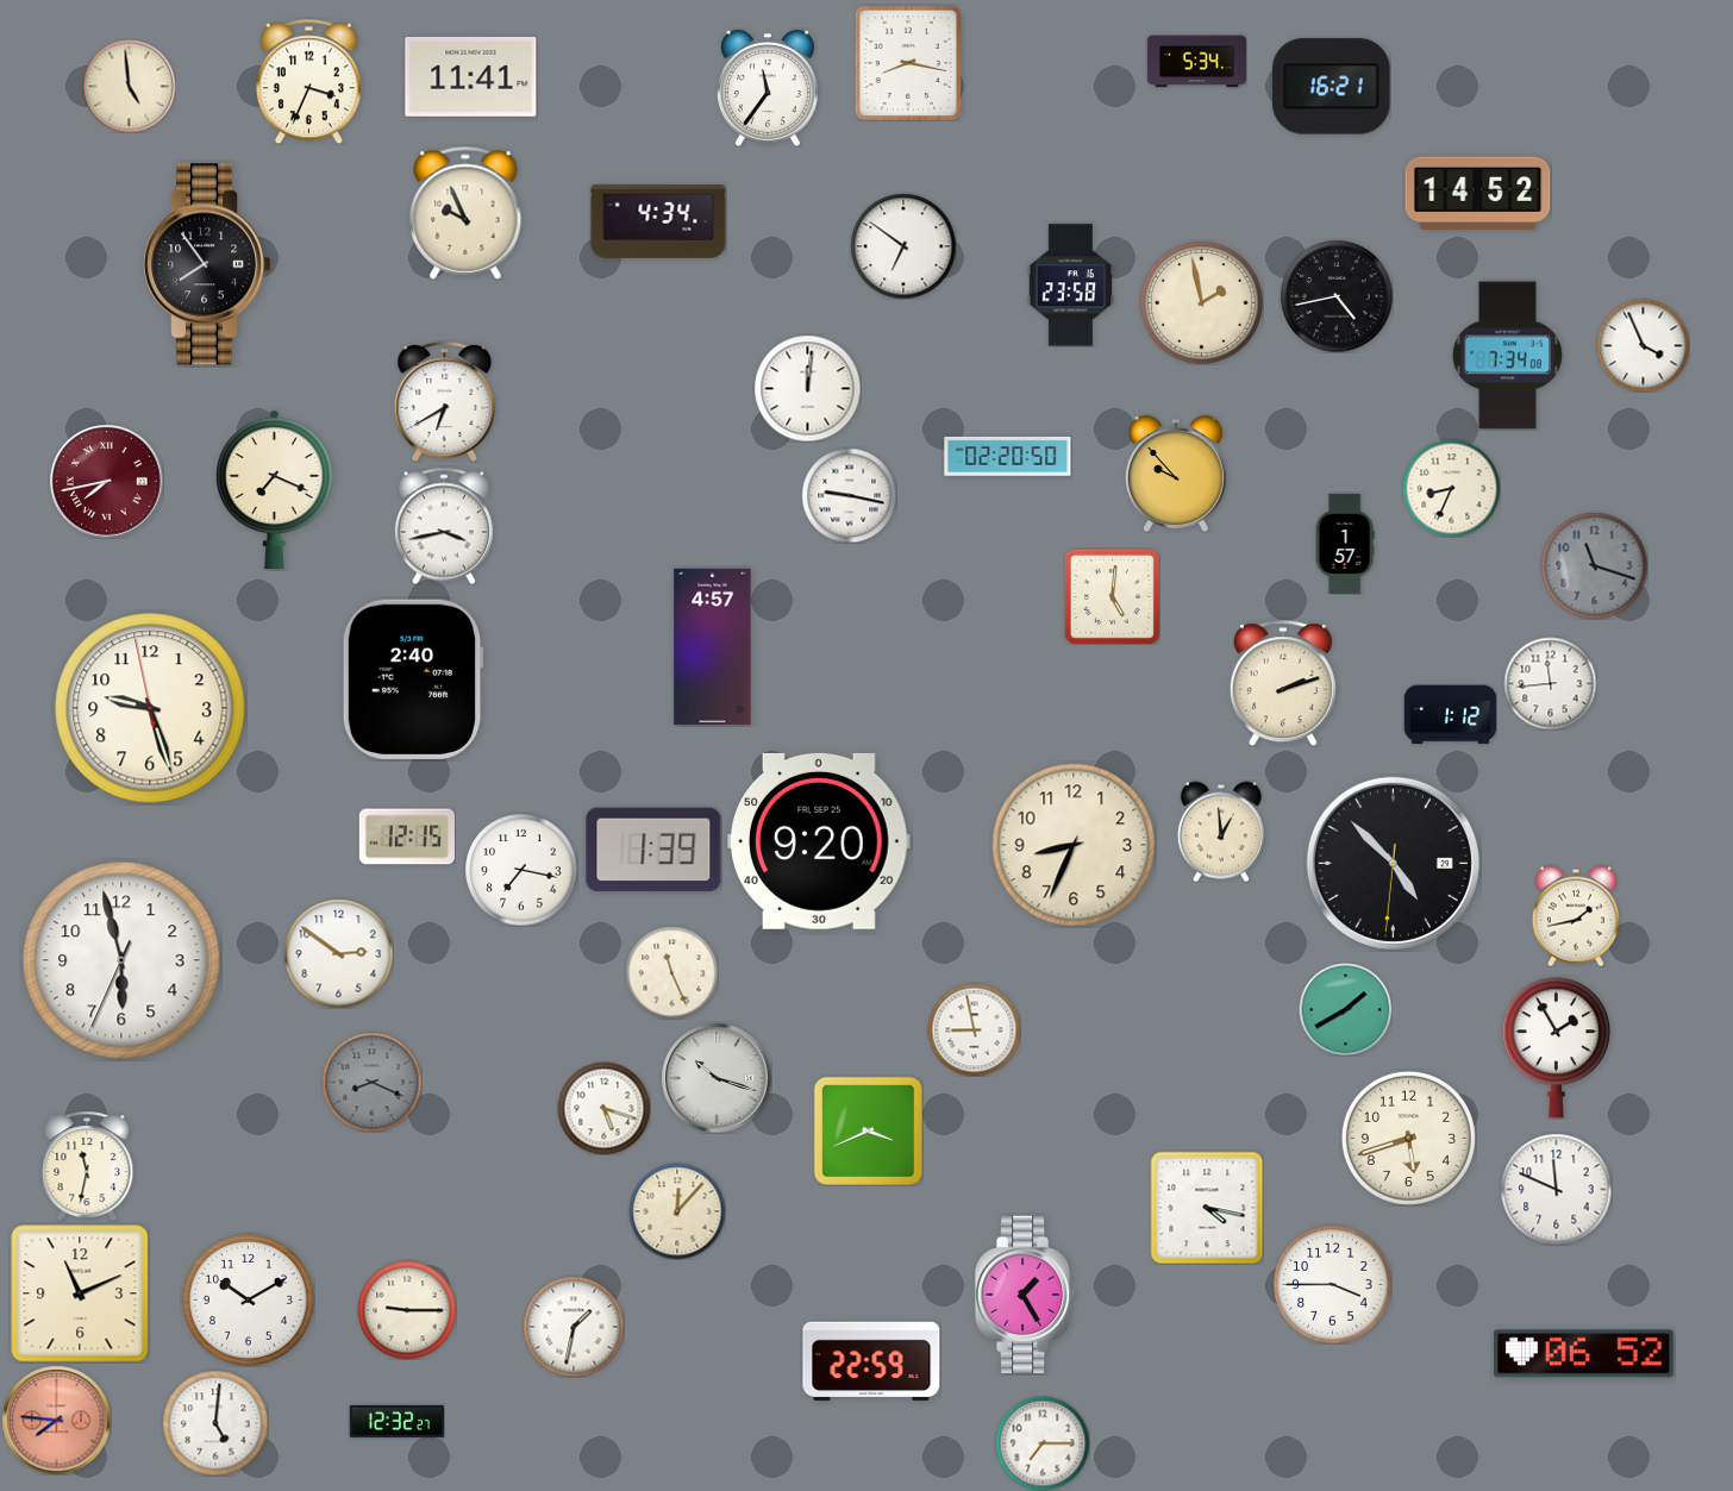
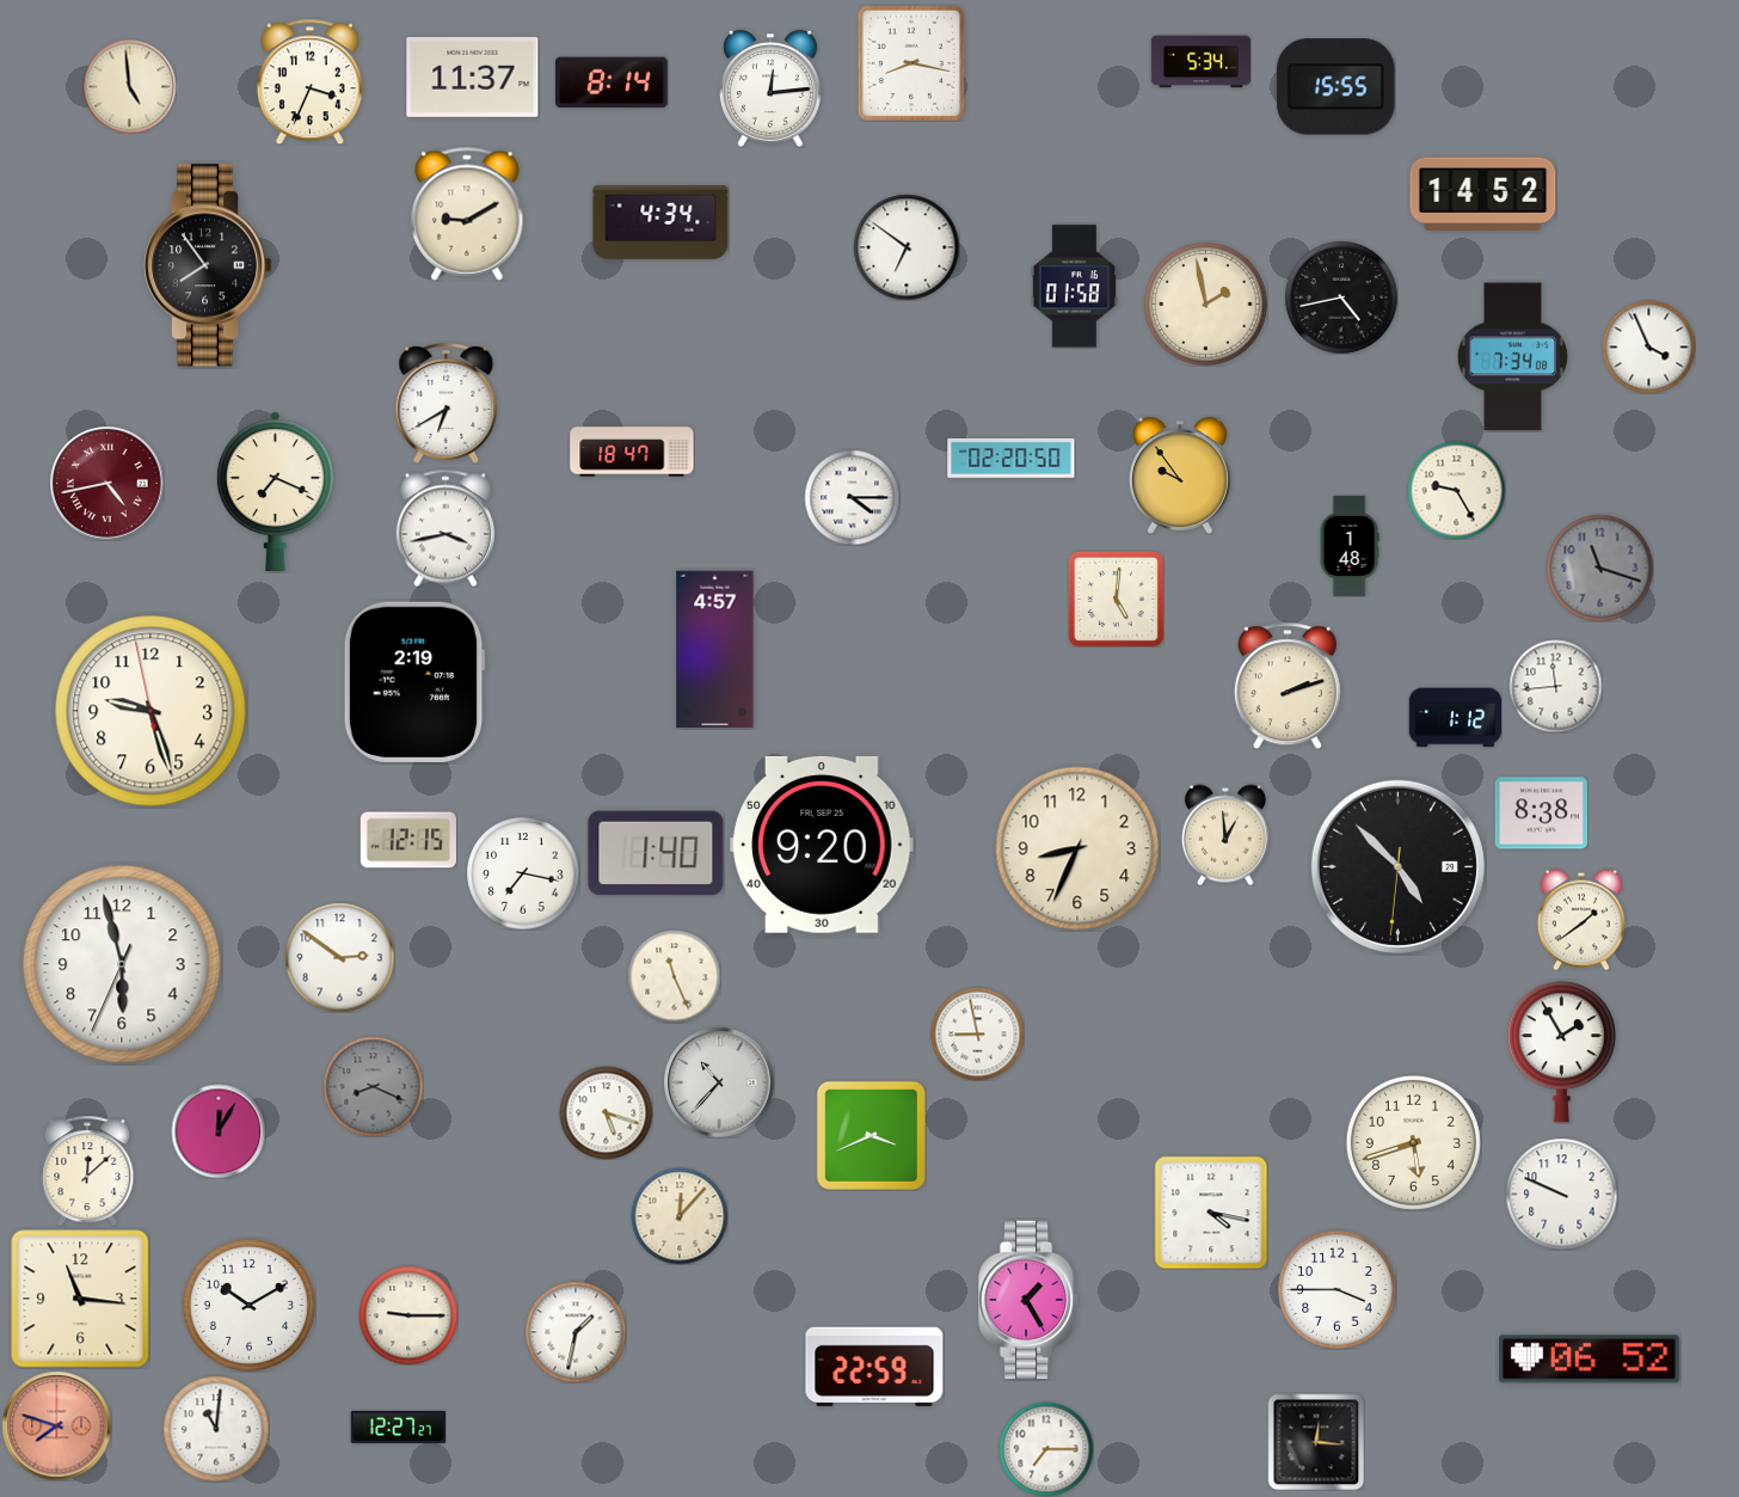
clock at (471, 76): 11:41 -> 11:37
clock at (613, 82): none -> 8:14
clock at (1332, 87): 16:21 -> 15:55
clock at (768, 88): 11:36 -> 12:14
clock at (465, 213): 9:56 -> 9:10
clock at (1070, 286): 23:58 -> 01:58
clock at (807, 388): 12:01 -> none
clock at (632, 452): none -> 18:47
clock at (1176, 474): 9:53 -> 9:54
clock at (107, 482): 7:43 -> 4:43
clock at (1451, 488): 8:34 -> 9:25
clock at (849, 495): 9:17 -> 4:15
clock at (1345, 544): 1:57 -> 1:48
clock at (413, 679): 2:40 -> 2:19
clock at (1541, 814): none -> 8:38
clock at (653, 850): 1:39 -> 1:40
clock at (1576, 916): 1:43 -> 1:39
clock at (1345, 1009): 1:40 -> none
clock at (717, 1078): 10:18 -> 10:37
clock at (219, 1131): none -> 12:05
clock at (87, 1166): 11:32 -> 12:08
clock at (1556, 1189): 11:49 -> 9:49
clock at (80, 1293): 11:11 -> 11:16
clock at (56, 1420): 7:46 -> 7:48
clock at (396, 1421): 12:32 -> 12:27
clock at (215, 1423): 5:01 -> 11:01
clock at (1316, 1442): none -> 12:16
